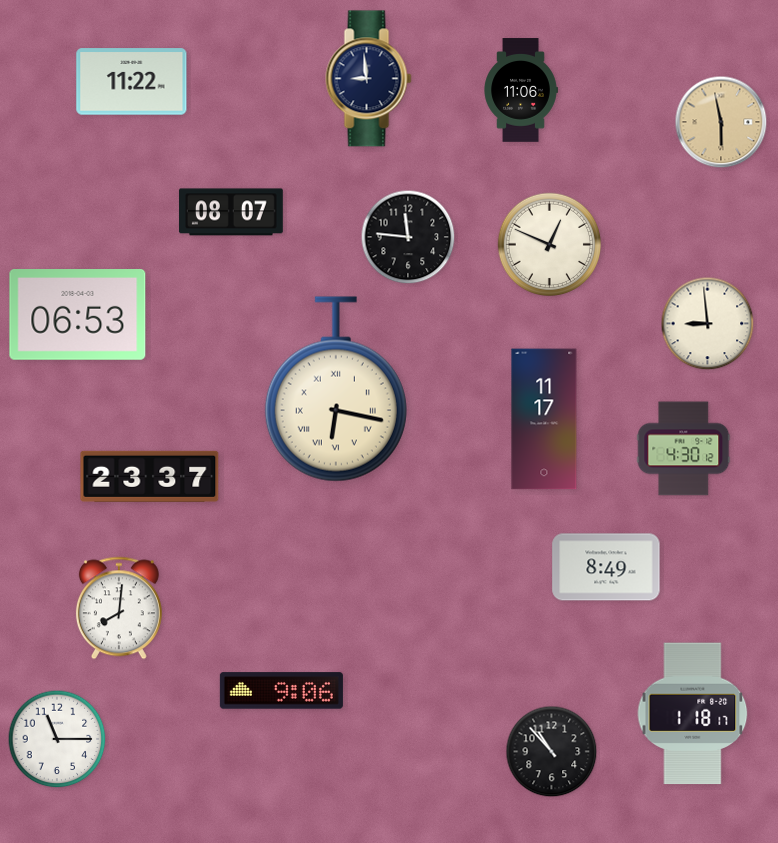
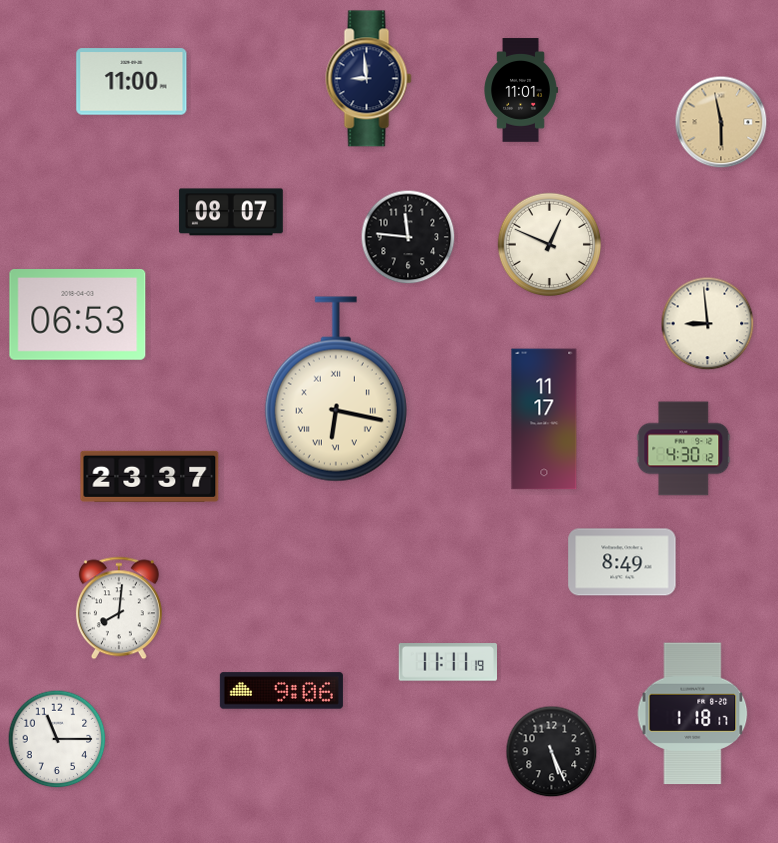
clock at (132, 82): 11:22 -> 11:00
clock at (521, 90): 11:06 -> 11:01
clock at (606, 567) position: (606, 567) -> (622, 562)
clock at (447, 662): none -> 11:11
clock at (552, 752): 10:53 -> 5:26
